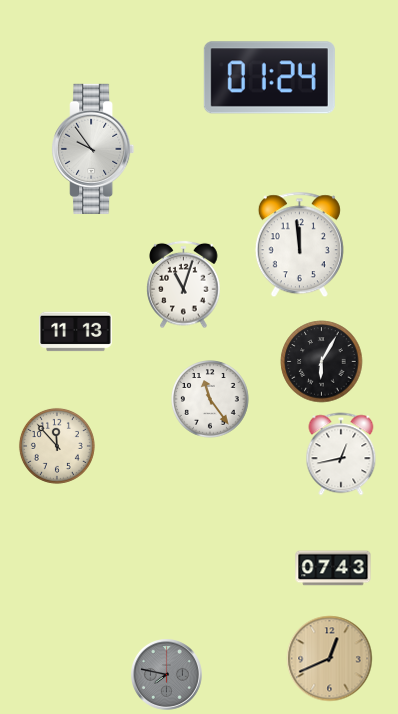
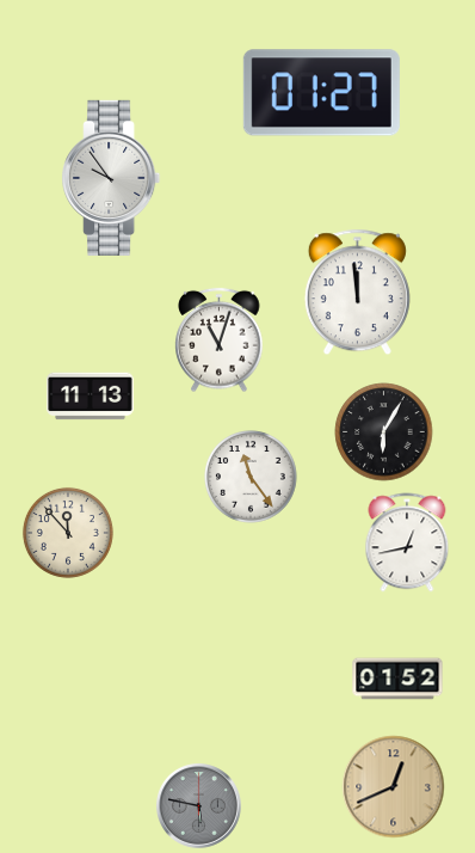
clock at (269, 78): 01:24 -> 01:27
clock at (333, 568): 07:43 -> 01:52
clock at (167, 675): 7:47 -> 5:47
